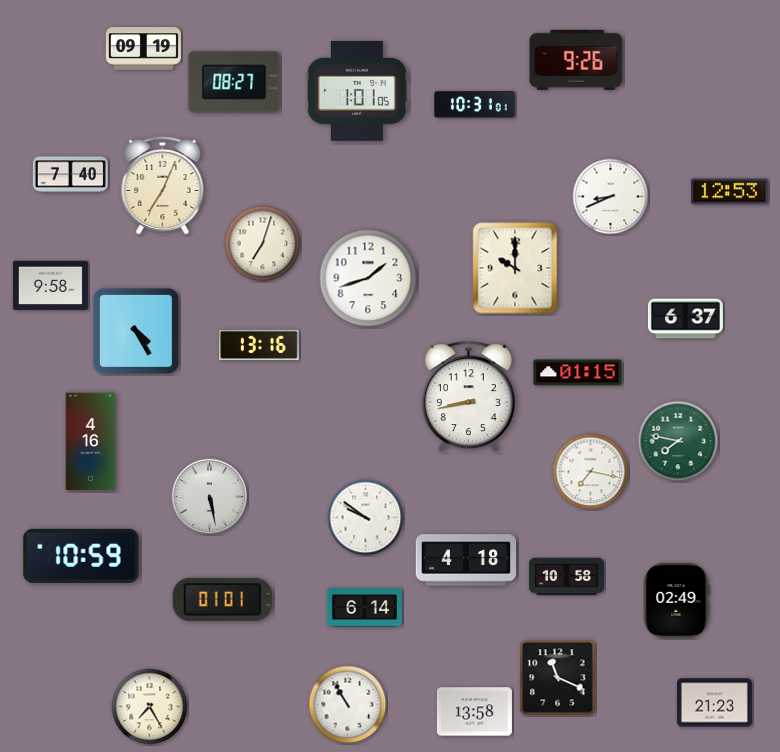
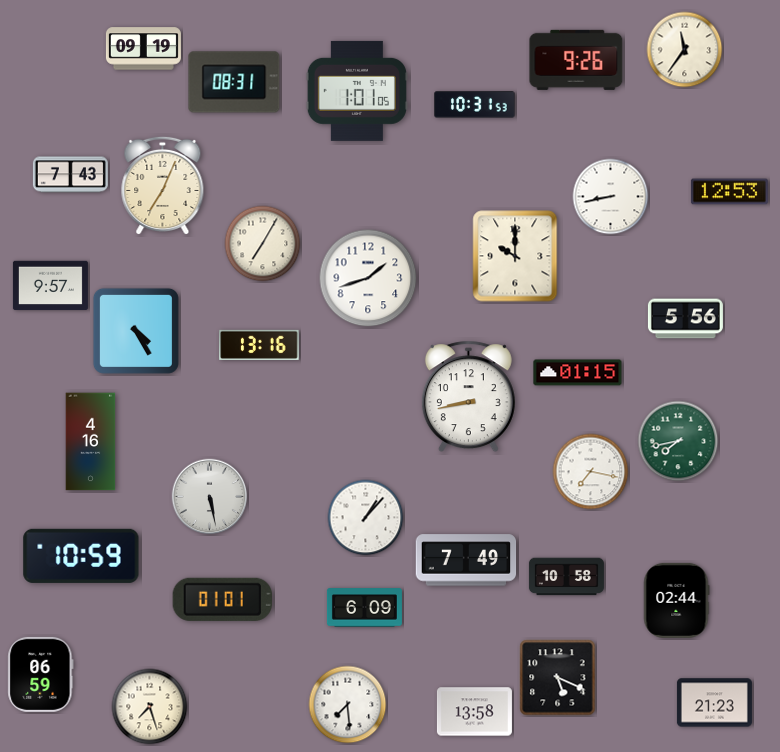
clock at (685, 50): none -> 11:36
clock at (234, 82): 08:27 -> 08:31
clock at (475, 105): 10:31:01 -> 10:31:53
clock at (70, 175): 7:40 -> 7:43
clock at (611, 197): 8:41 -> 8:43
clock at (263, 244): 7:03 -> 7:05
clock at (515, 268) position: (515, 268) -> (515, 256)
clock at (50, 286): 9:58 -> 9:57
clock at (685, 319): 6:37 -> 5:56
clock at (678, 441): 7:47 -> 7:43
clock at (366, 518): 9:51 -> 1:07
clock at (466, 560): 4:18 -> 7:49
clock at (676, 600): 02:49 -> 02:44
clock at (364, 608): 6:14 -> 6:09
clock at (41, 674): none -> 06:59
clock at (558, 678): 11:19 -> 5:19
clock at (348, 705): 10:55 -> 7:29
clock at (150, 707): 7:25 -> 7:27
